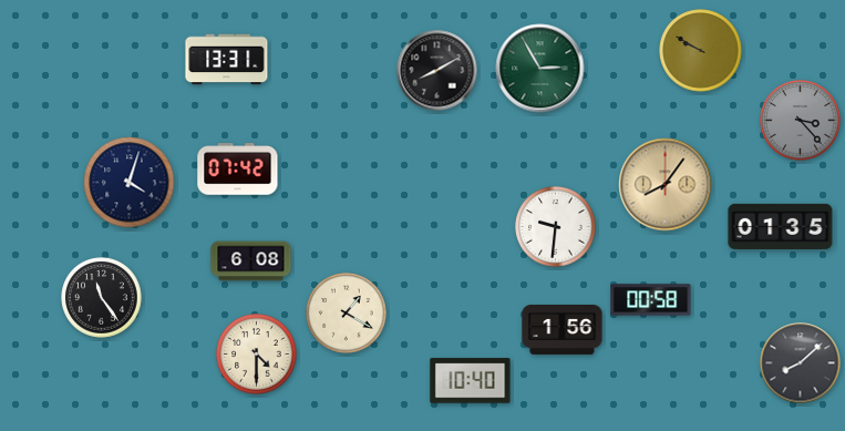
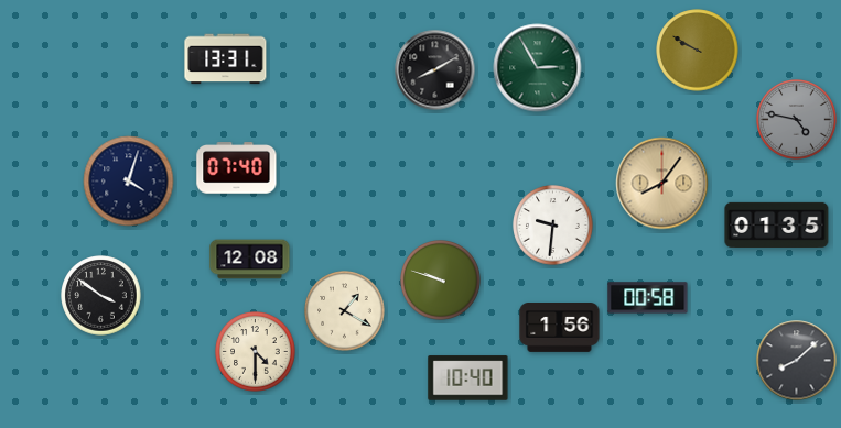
clock at (801, 121): 3:23 -> 4:47
clock at (238, 170): 07:42 -> 07:40
clock at (251, 261): 6:08 -> 12:08
clock at (441, 281): none -> 9:48
clock at (102, 298): 11:24 -> 3:51
